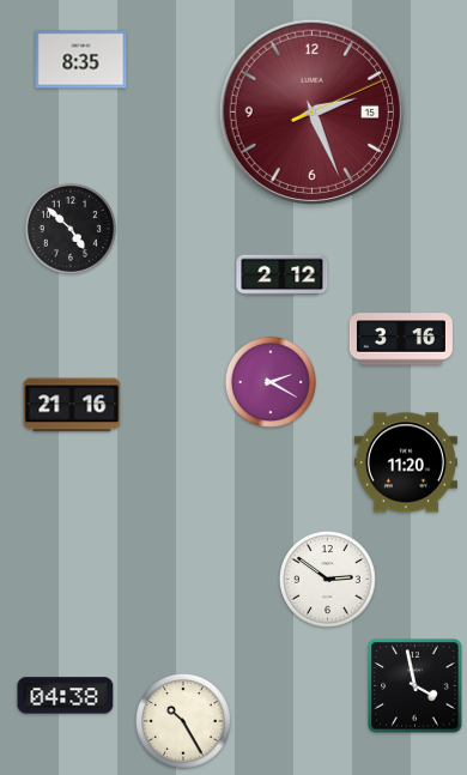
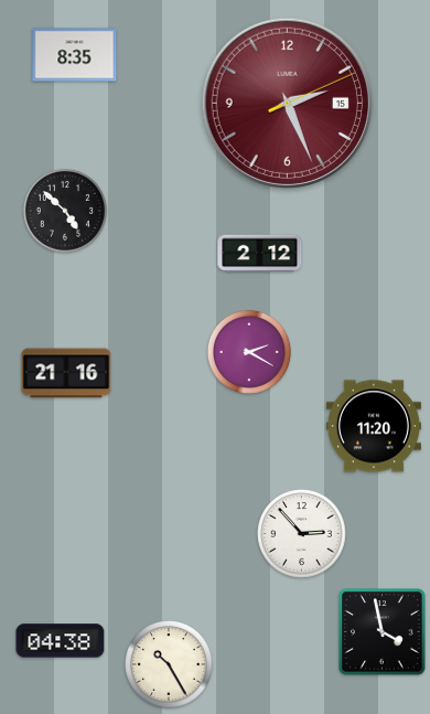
clock at (401, 339): 3:16 -> none
clock at (328, 580): 2:51 -> 2:53
